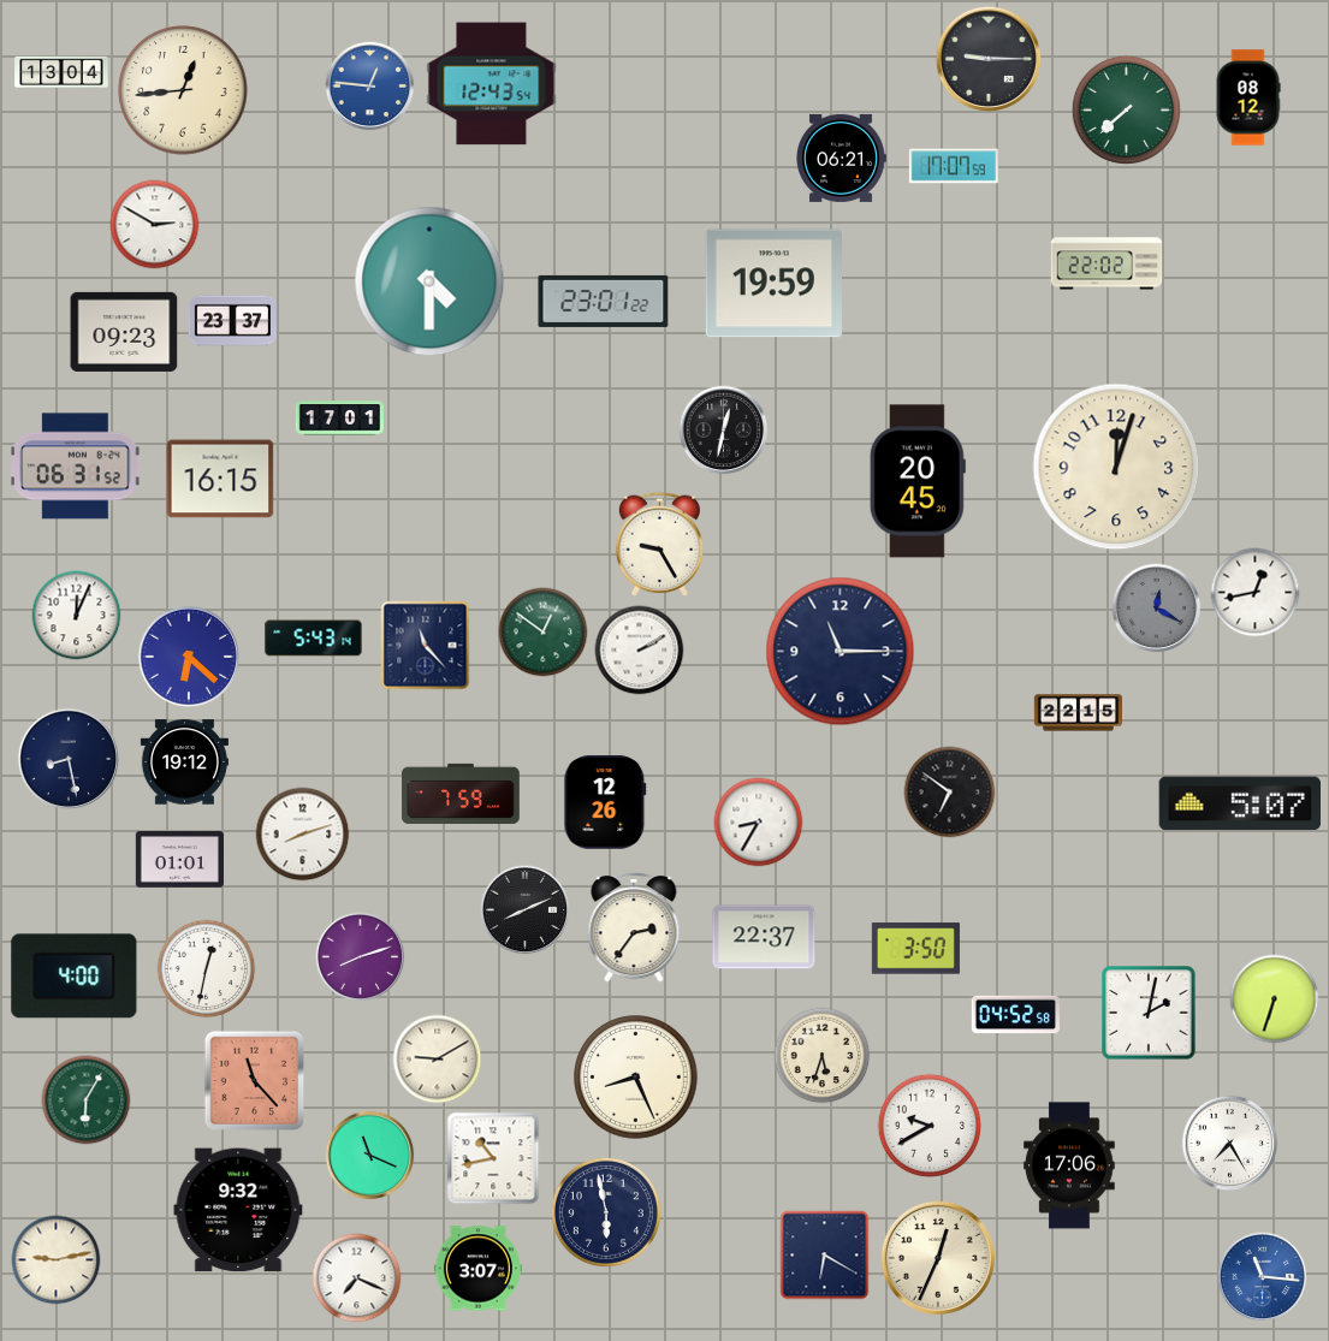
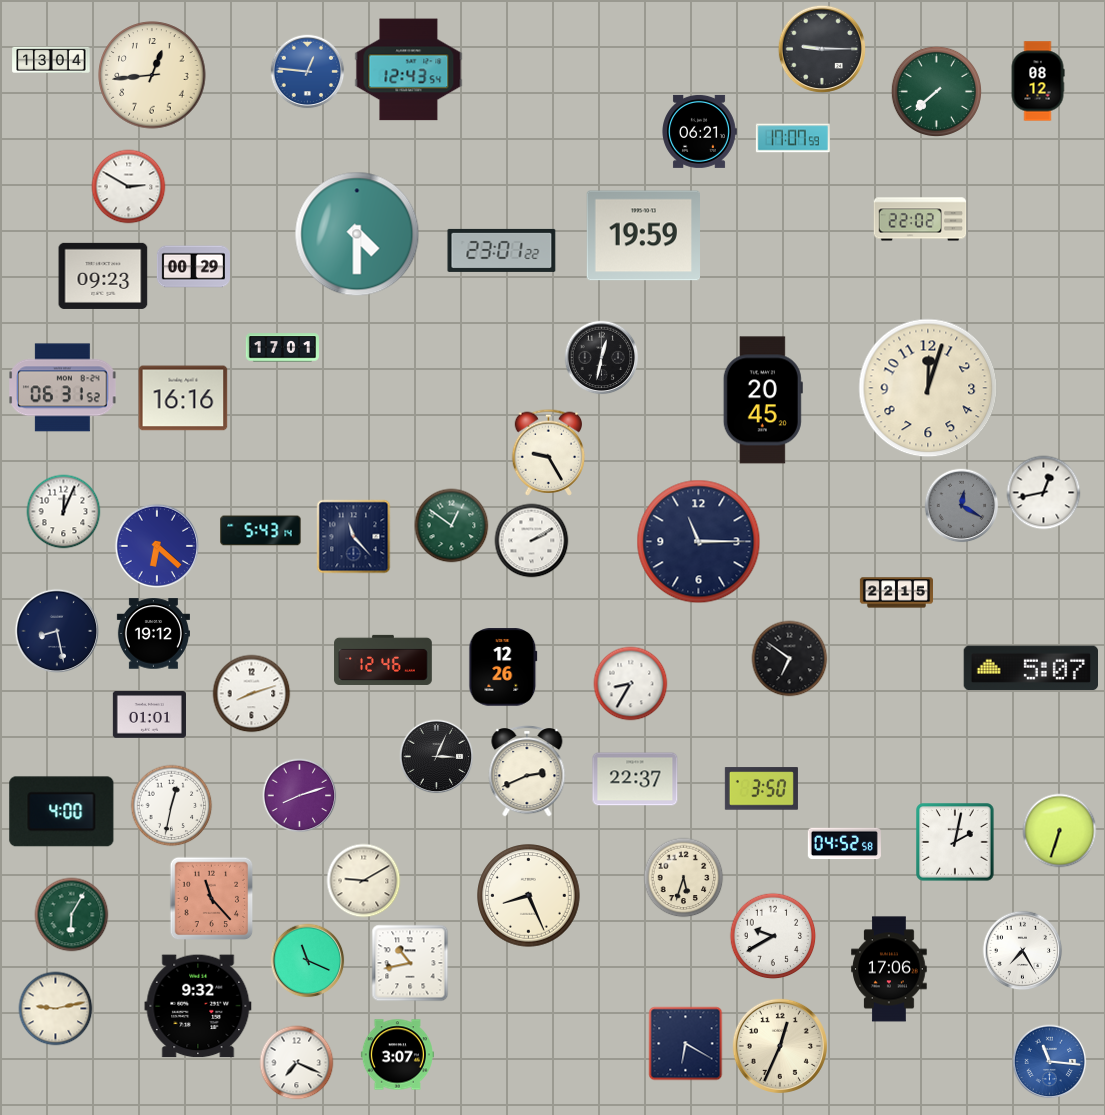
clock at (232, 321): 23:37 -> 00:29
clock at (220, 479): 16:15 -> 16:16
clock at (461, 794): 7:59 -> 12:46
clock at (526, 910): 8:11 -> 3:04
clock at (634, 927): 2:36 -> 2:41
clock at (606, 1212): 5:58 -> none
clock at (57, 1260) position: (57, 1260) -> (56, 1009)
